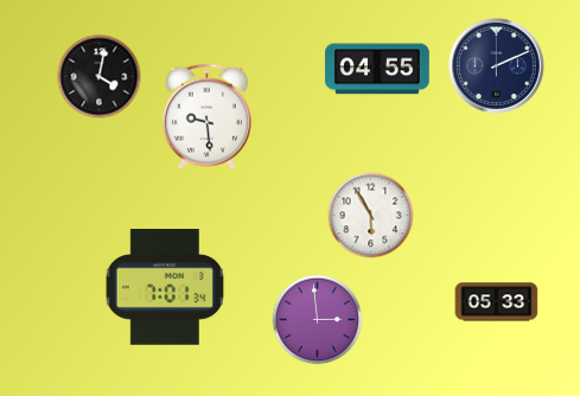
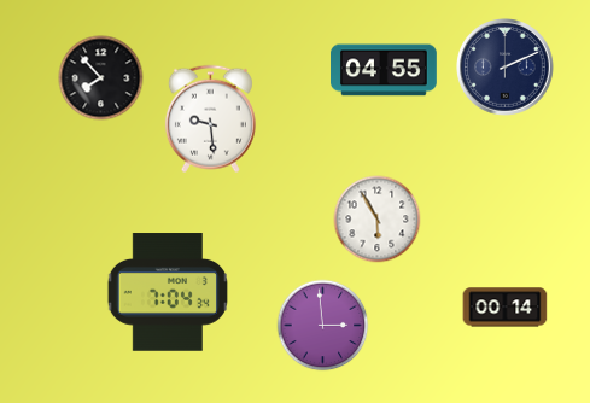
clock at (100, 77): 4:02 -> 7:53
clock at (164, 287): 7:01 -> 7:04
clock at (497, 302): 05:33 -> 00:14
